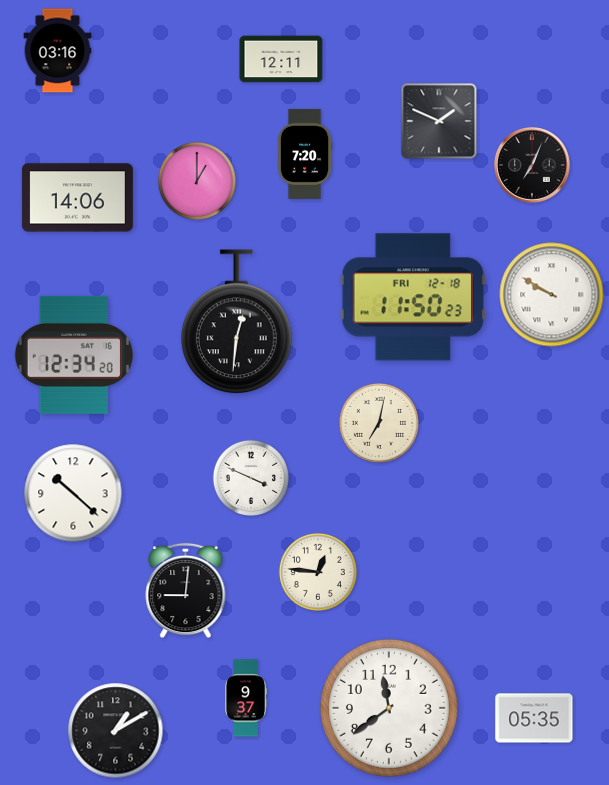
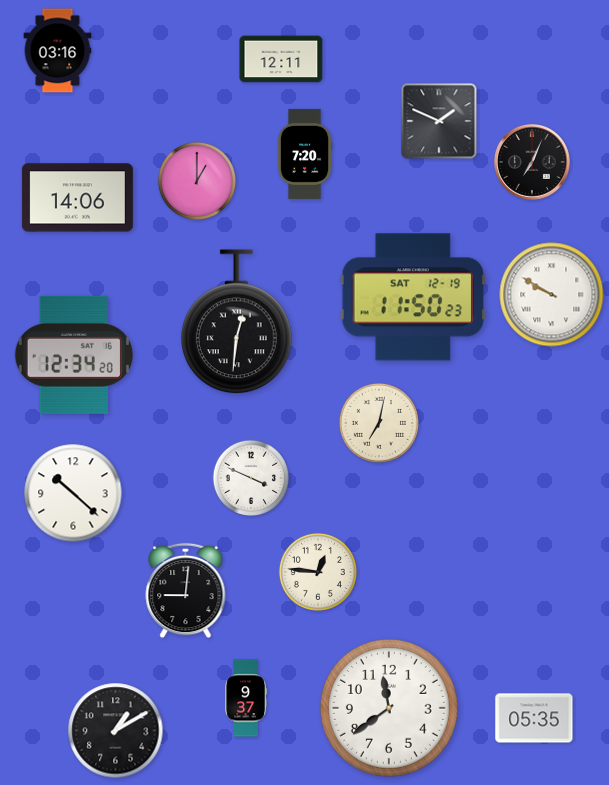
clock at (533, 166) position: (533, 166) -> (533, 163)
clock at (413, 297) date: FRI 12-18 -> SAT 12-19
